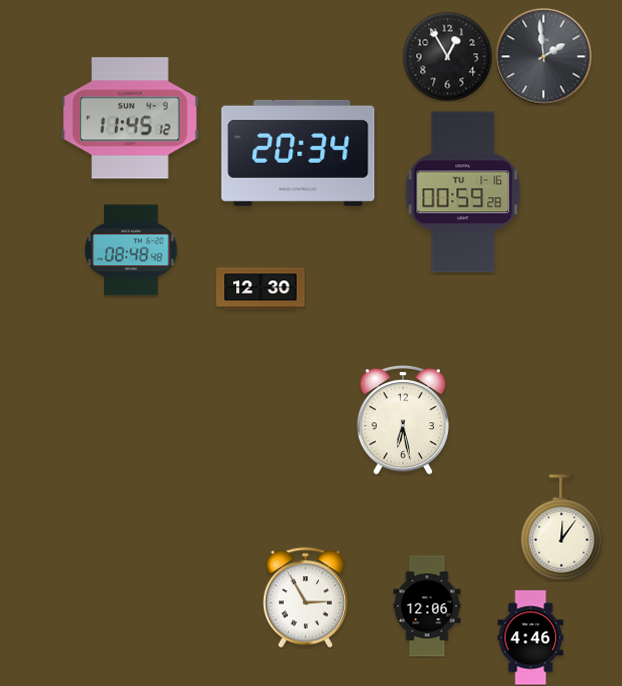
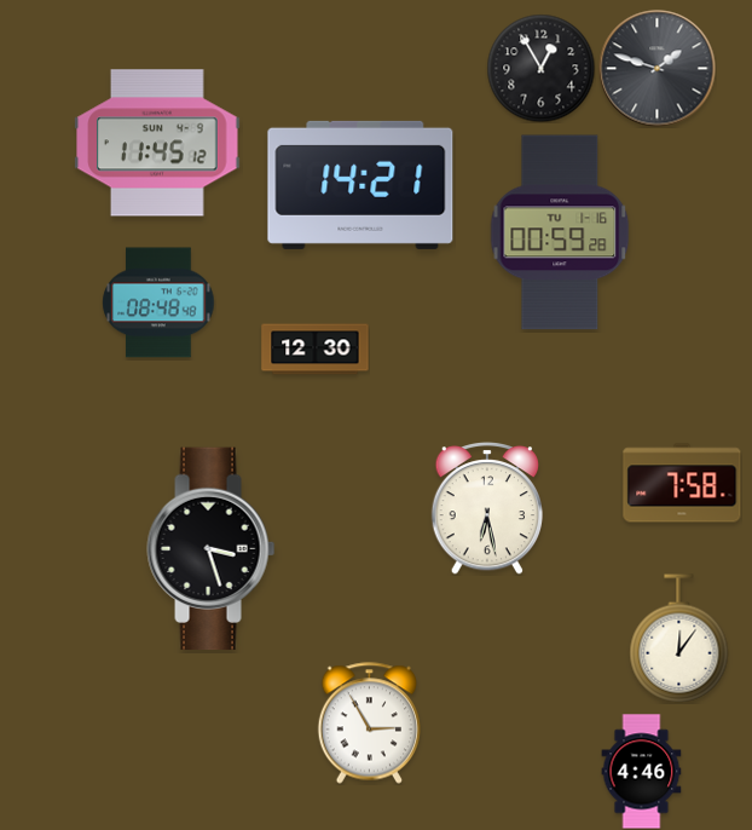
clock at (544, 57): 1:59 -> 1:48
clock at (298, 153): 20:34 -> 14:21
clock at (682, 483): none -> 7:58
clock at (212, 549): none -> 3:27
clock at (427, 606): 12:06 -> none
